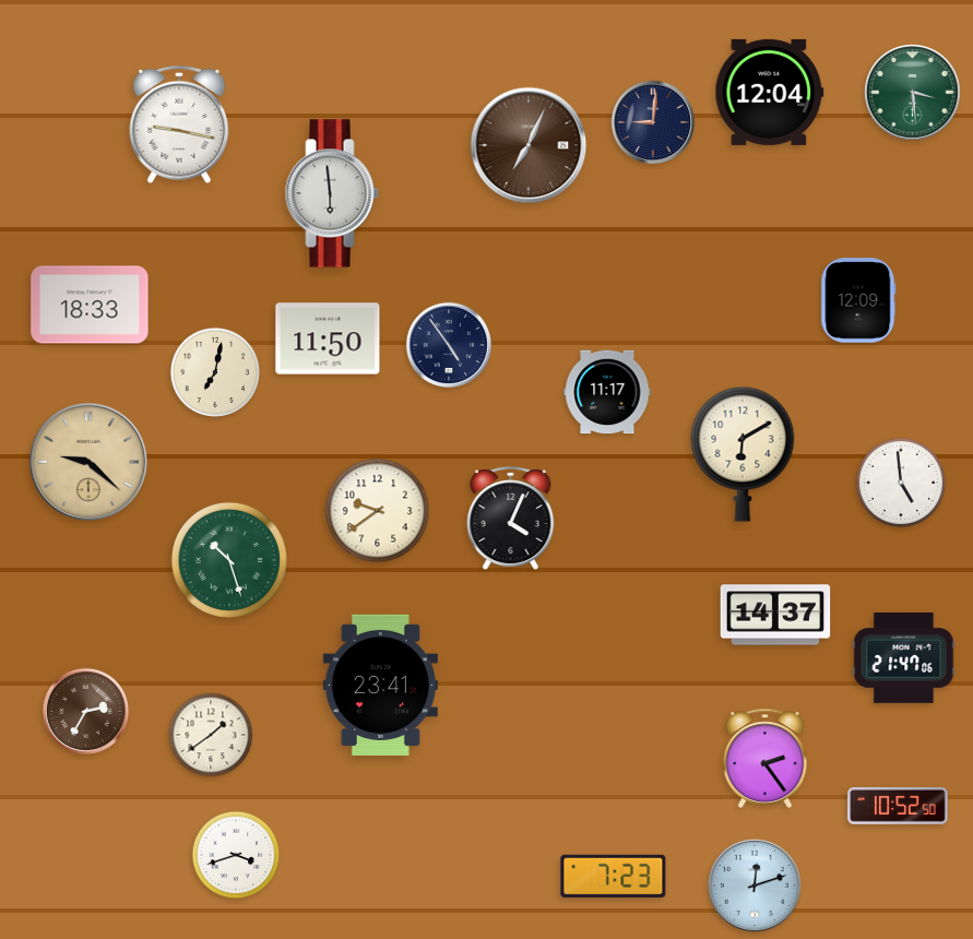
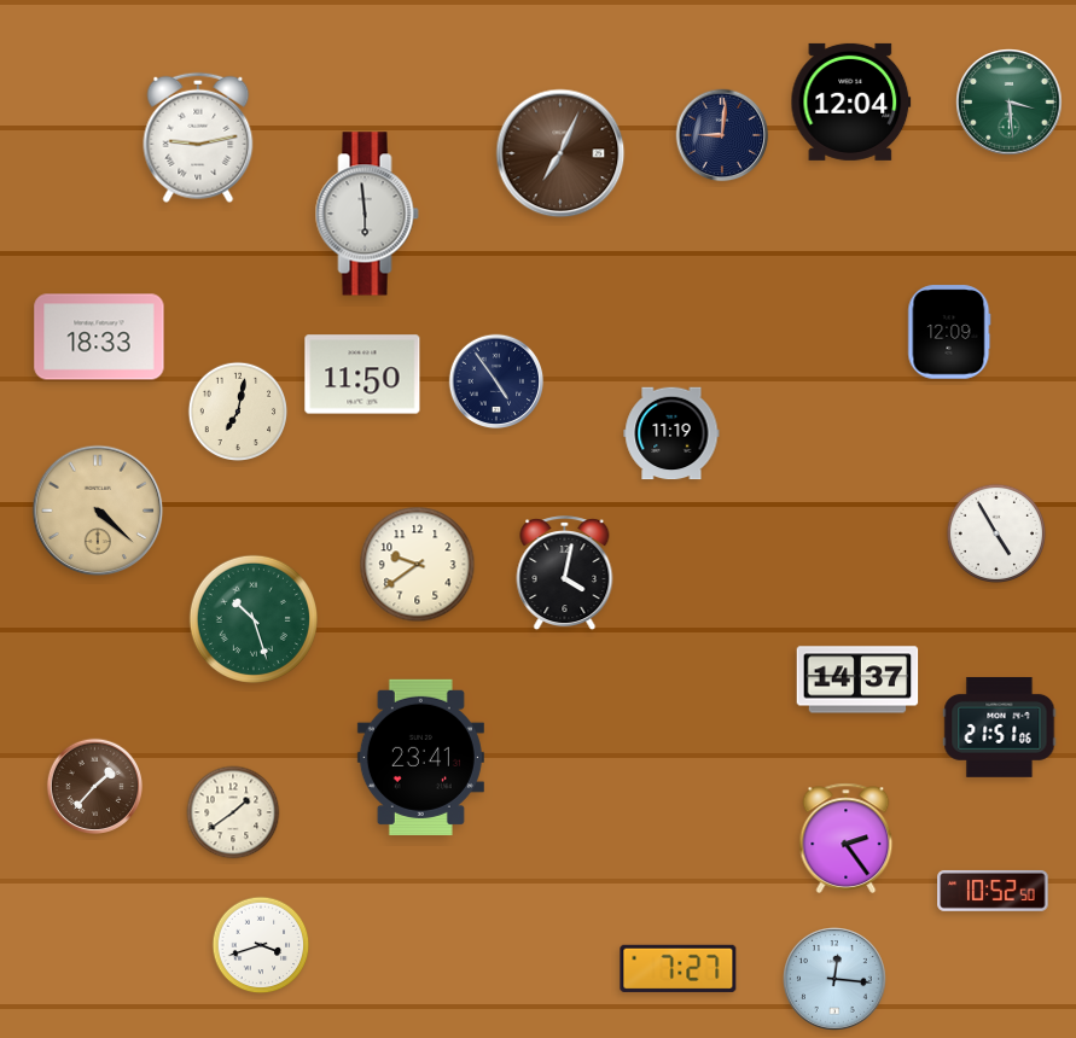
clock at (179, 124): 9:17 -> 9:13
clock at (529, 145) position: (529, 145) -> (560, 153)
clock at (607, 392): 11:17 -> 11:19
clock at (743, 454): 6:10 -> none
clock at (88, 462): 9:22 -> 4:22
clock at (901, 483): 4:59 -> 4:55
clock at (511, 519): 4:04 -> 4:02
clock at (904, 658): 21:47 -> 21:51
clock at (85, 711): 2:35 -> 1:37
clock at (614, 876): 7:23 -> 7:27
clock at (756, 887): 12:12 -> 12:16
